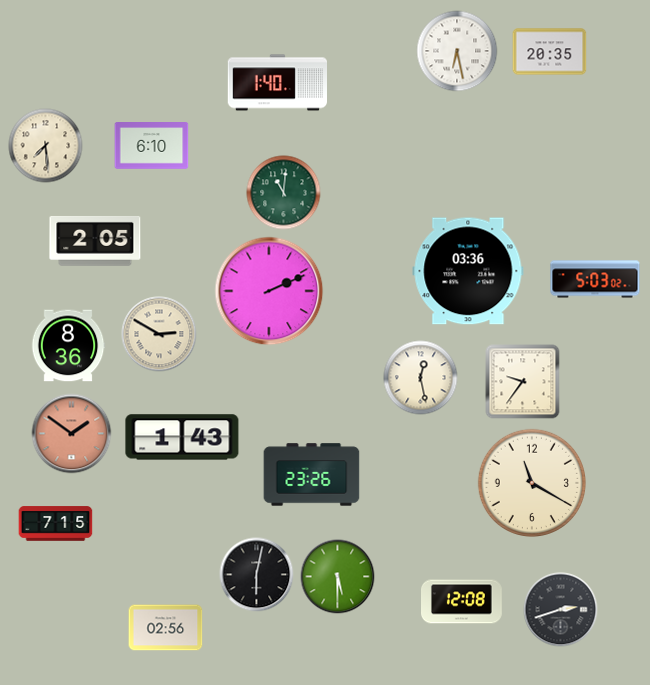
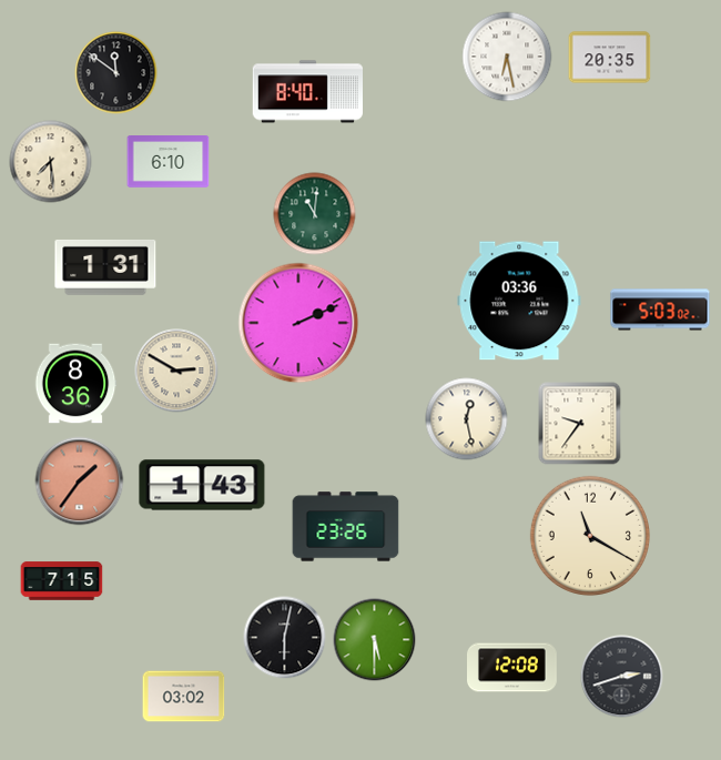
clock at (116, 73): none -> 11:51
clock at (277, 83): 1:40 -> 8:40
clock at (95, 241): 2:05 -> 1:31
clock at (72, 434): 1:51 -> 1:36
clock at (166, 628): 02:56 -> 03:02
